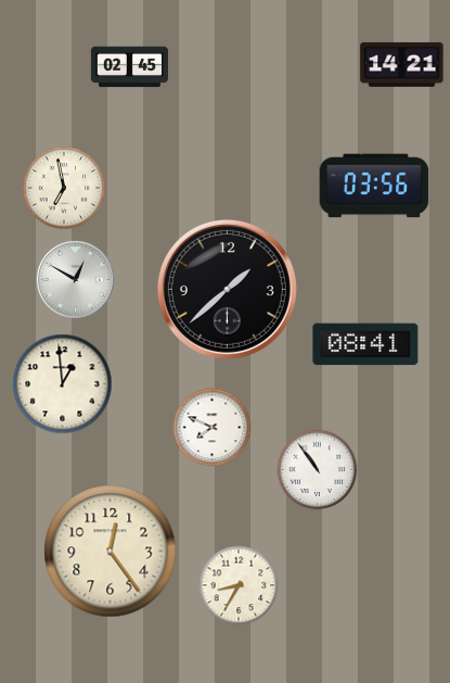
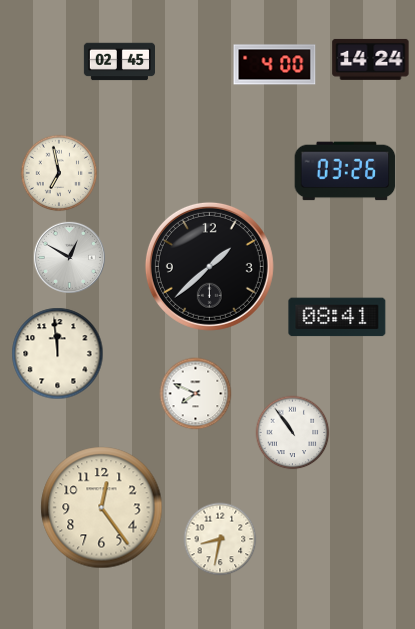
clock at (402, 64): 14:21 -> 14:24
clock at (275, 65): none -> 4:00
clock at (374, 186): 03:56 -> 03:26
clock at (63, 384): 12:59 -> 11:59
clock at (239, 585): 8:35 -> 8:32
